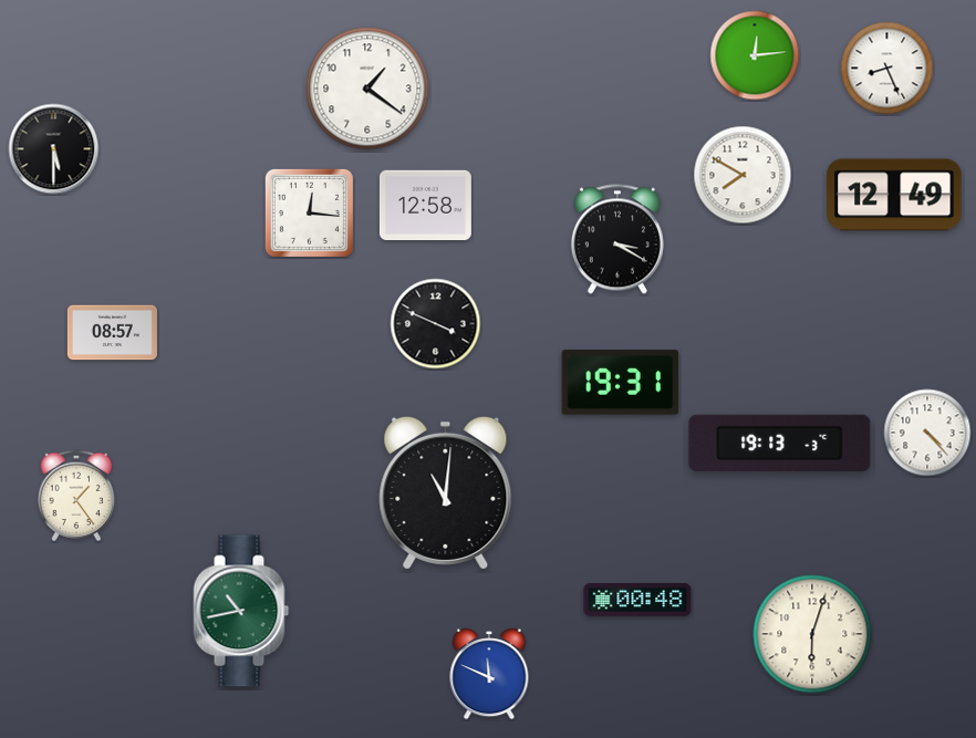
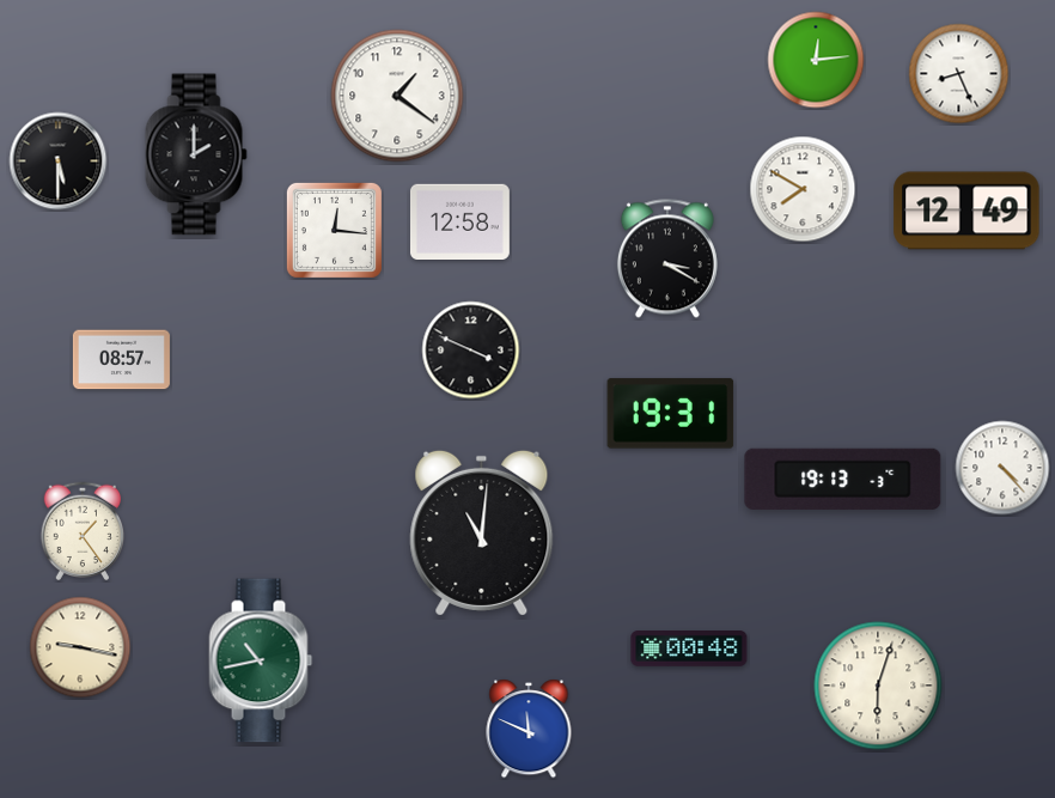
clock at (196, 154): none -> 2:00
clock at (76, 495) position: (76, 495) -> (83, 530)
clock at (80, 647): none -> 9:17
